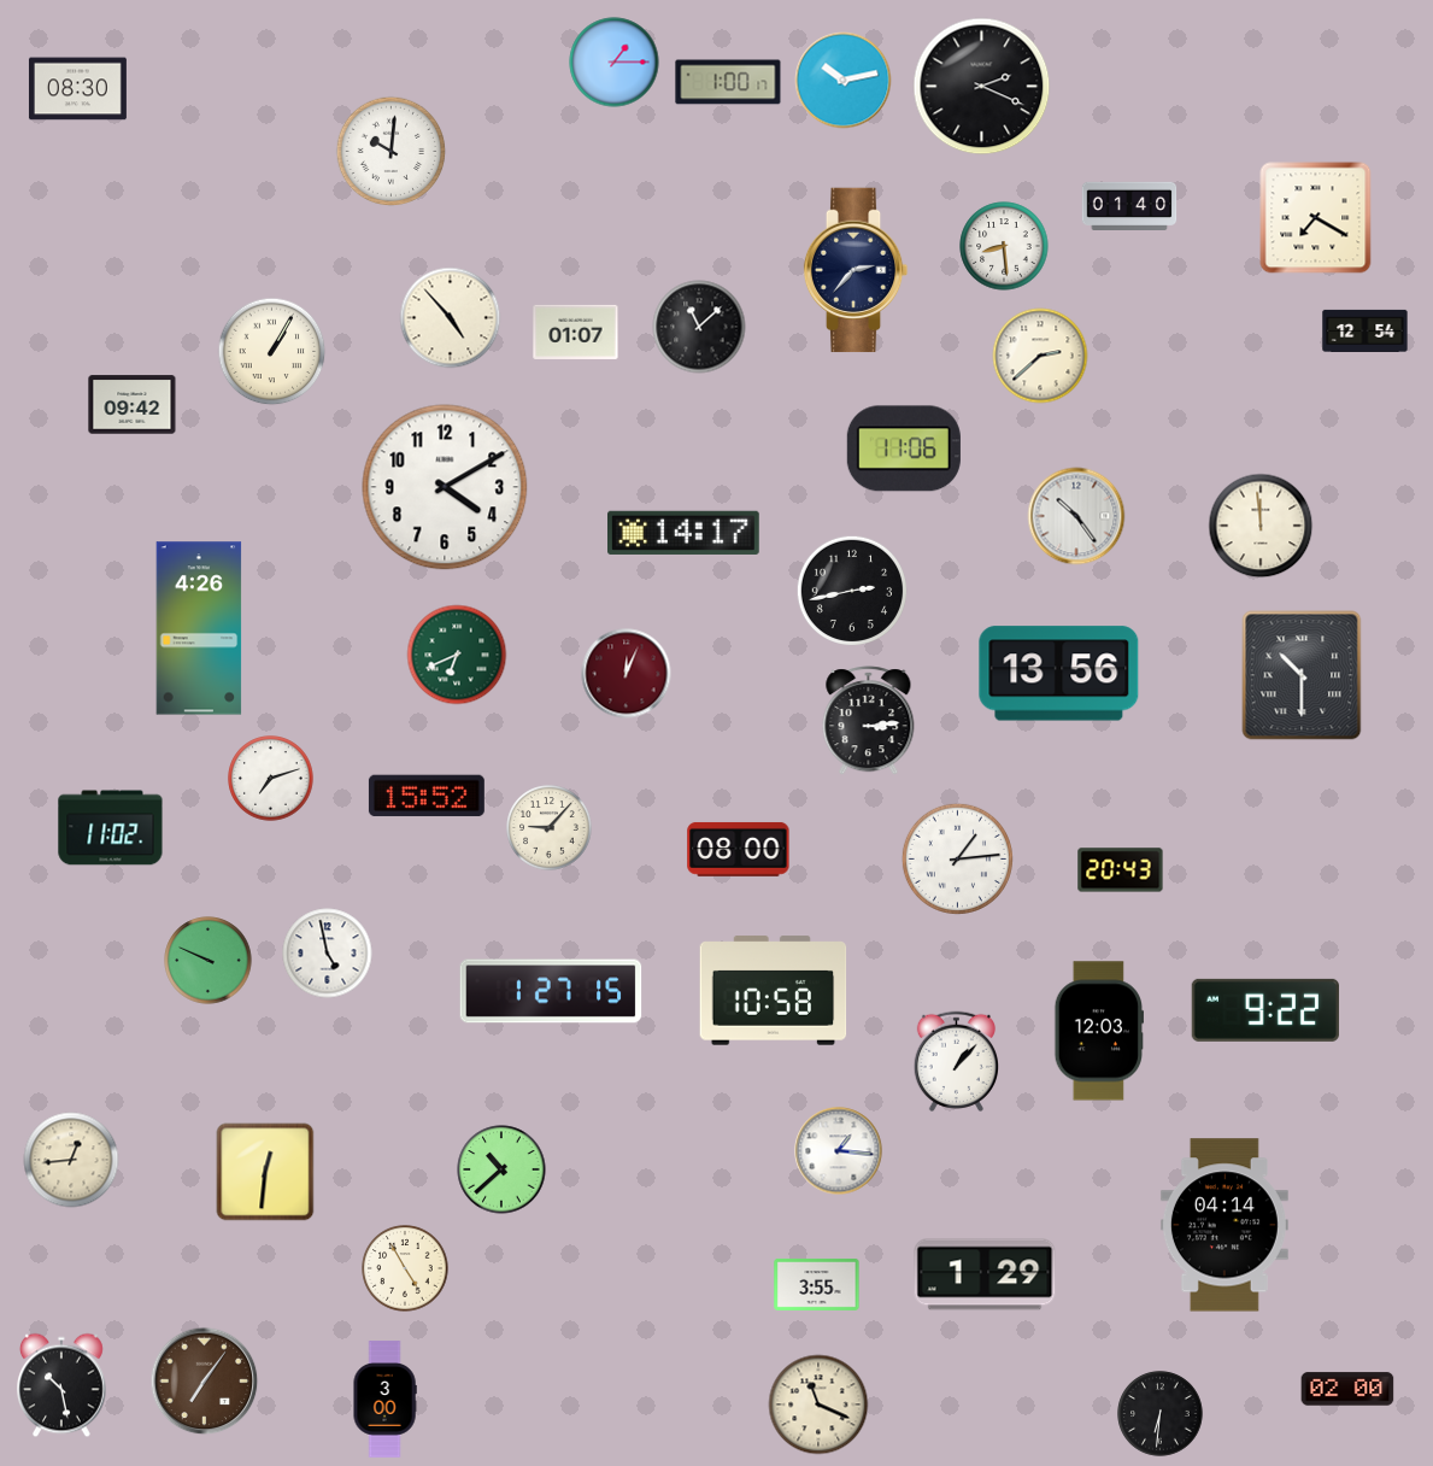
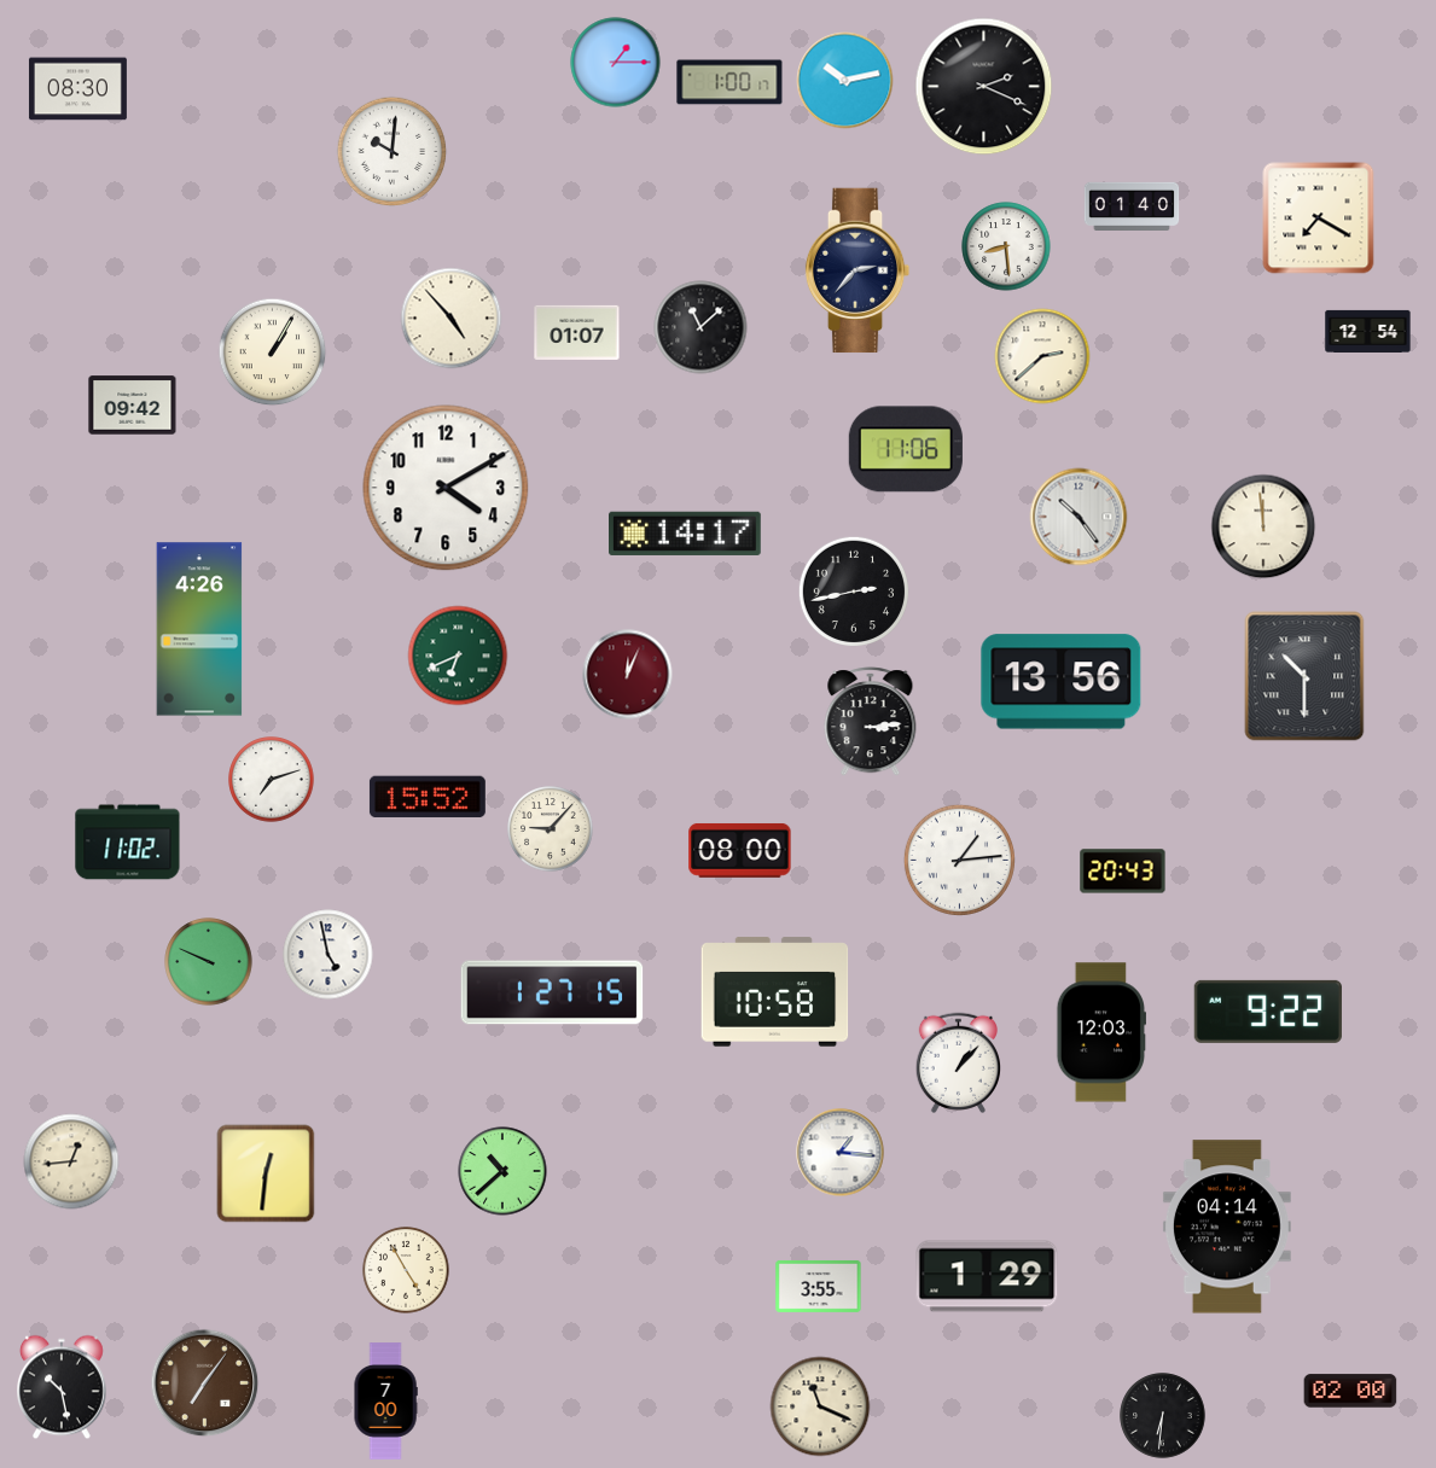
clock at (1059, 674) position: (1059, 674) -> (1062, 682)
clock at (111, 828) position: (111, 828) -> (128, 843)
clock at (384, 1400): 3:00 -> 7:00
